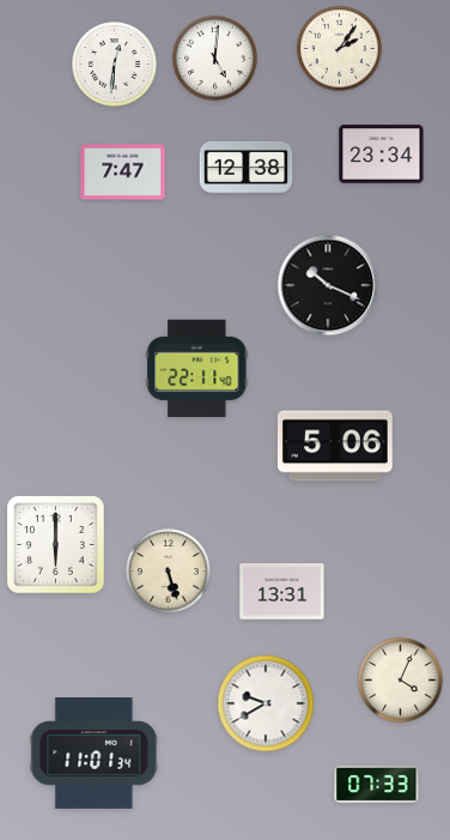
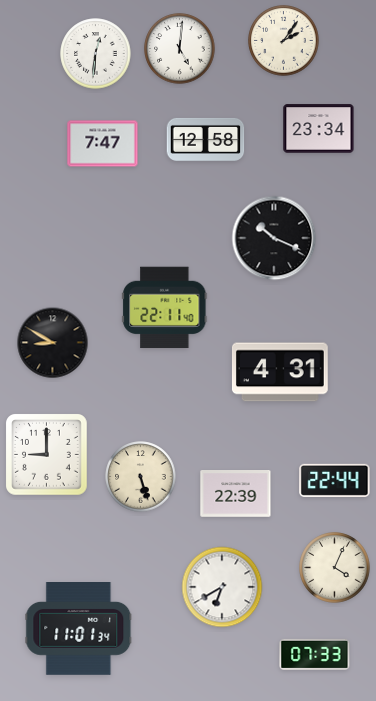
clock at (247, 167): 12:38 -> 12:58
clock at (53, 343): none -> 8:50
clock at (335, 446): 5:06 -> 4:31
clock at (56, 545): 6:00 -> 9:00
clock at (335, 480): none -> 22:44
clock at (282, 592): 13:31 -> 22:39
clock at (266, 703): 9:40 -> 6:40
